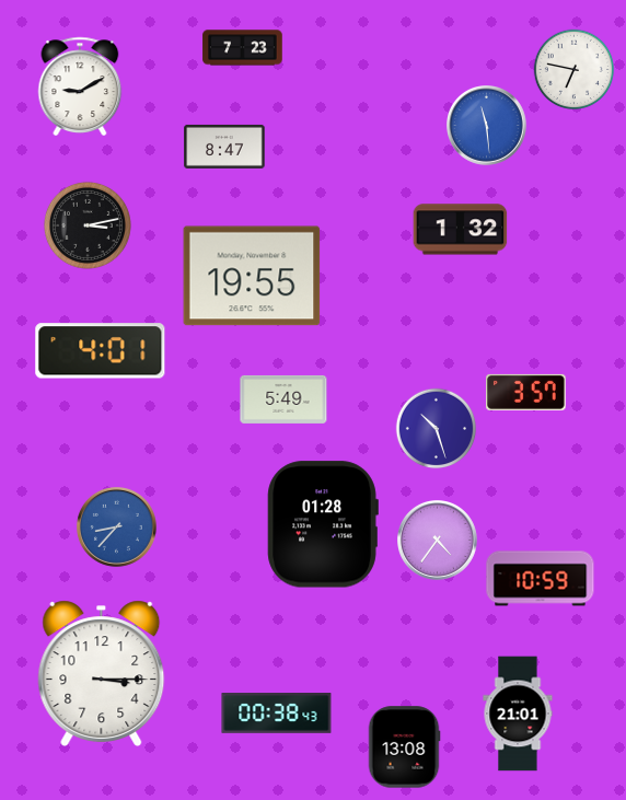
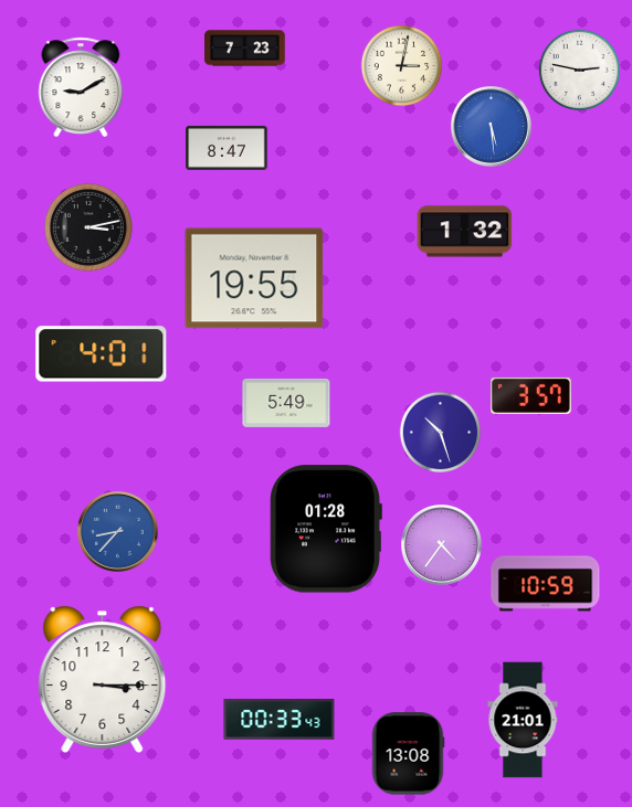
clock at (402, 66): none -> 3:02
clock at (575, 70): 6:47 -> 2:47
clock at (487, 126): 11:29 -> 5:29
clock at (277, 714): 00:38 -> 00:33
